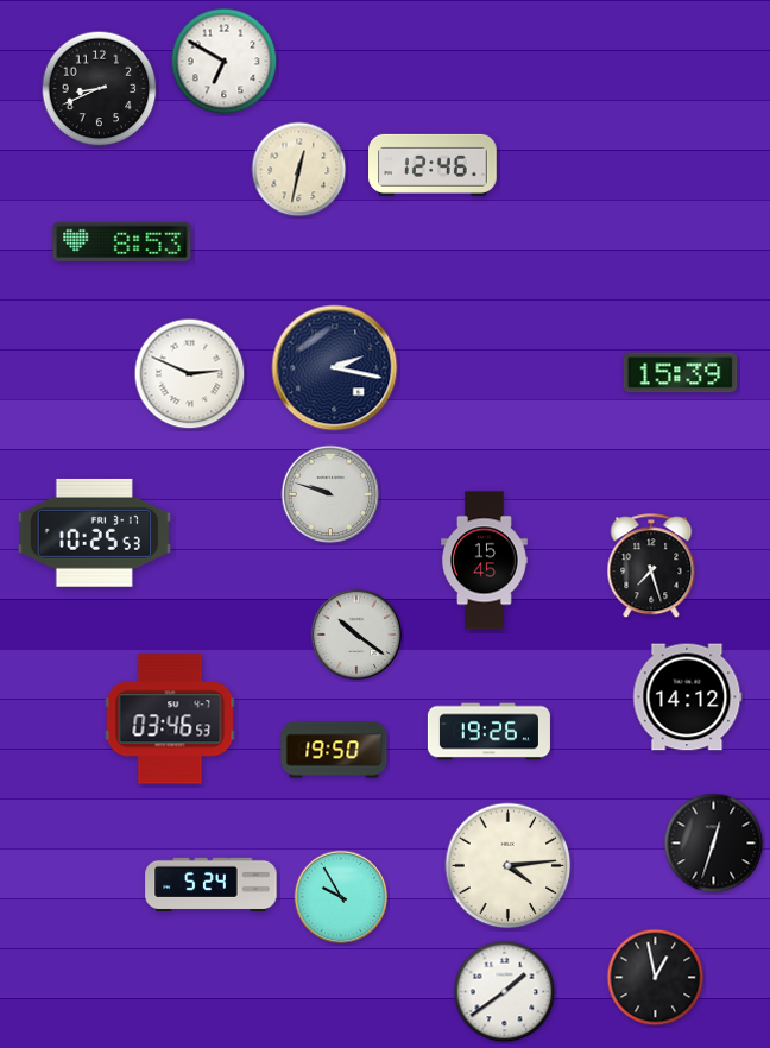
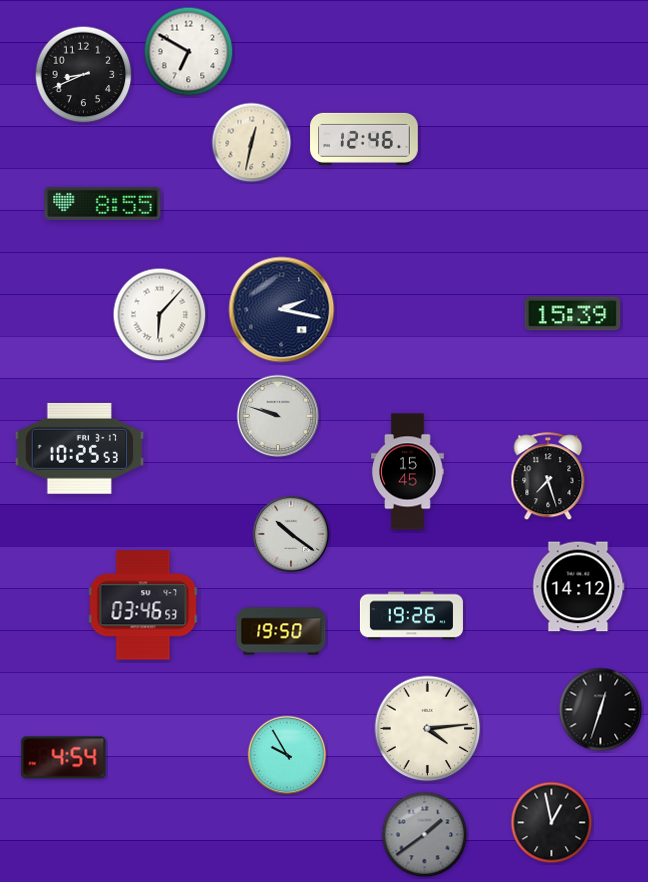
clock at (122, 241): 8:53 -> 8:55
clock at (190, 374): 2:49 -> 6:07
clock at (356, 635) position: (356, 635) -> (291, 534)
clock at (212, 884): 5:24 -> none
clock at (64, 758): none -> 4:54
clock at (505, 992) dial: white -> grey
